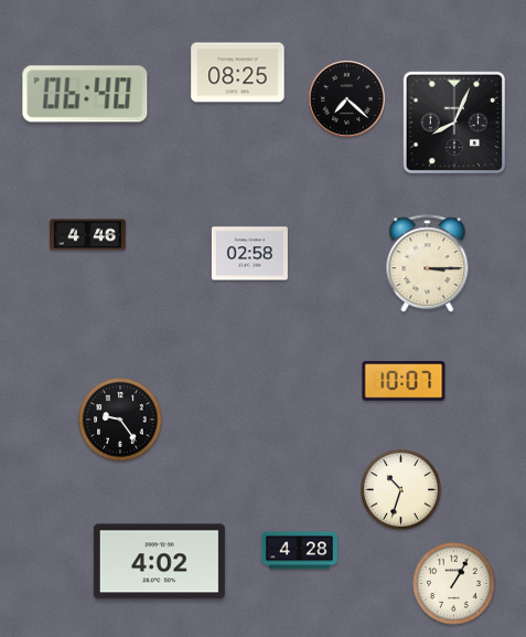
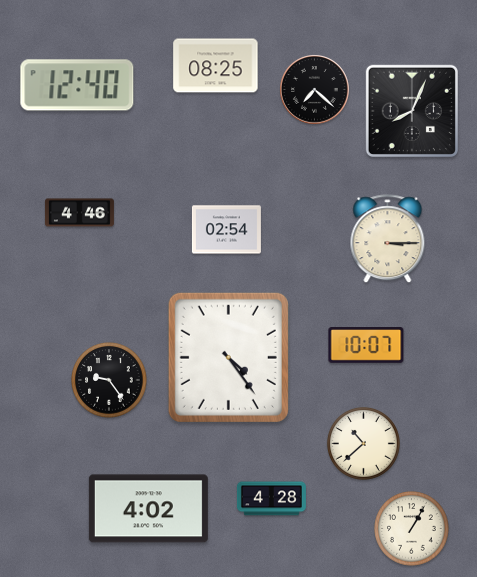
clock at (85, 94): 06:40 -> 12:40
clock at (249, 254): 02:58 -> 02:54
clock at (228, 357): none -> 4:24
clock at (400, 489): 10:33 -> 10:38
clock at (159, 562) position: (159, 562) -> (148, 509)
